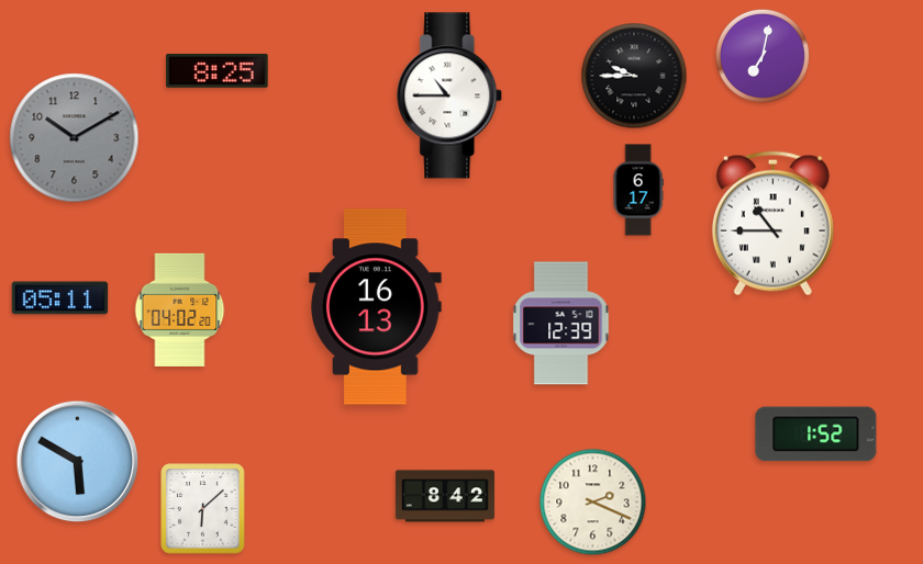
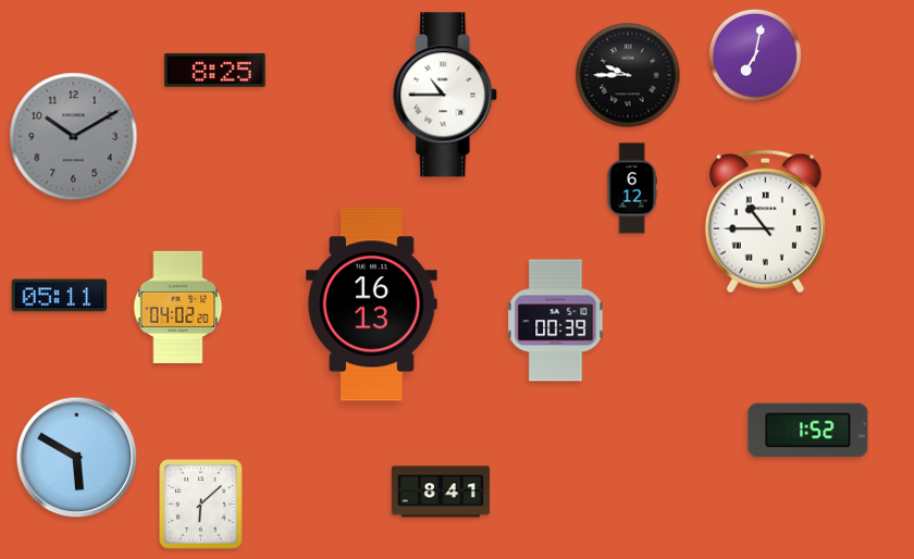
clock at (638, 190): 6:17 -> 6:12
clock at (561, 324): 12:39 -> 00:39
clock at (445, 496): 8:42 -> 8:41
clock at (593, 503): 2:19 -> none
